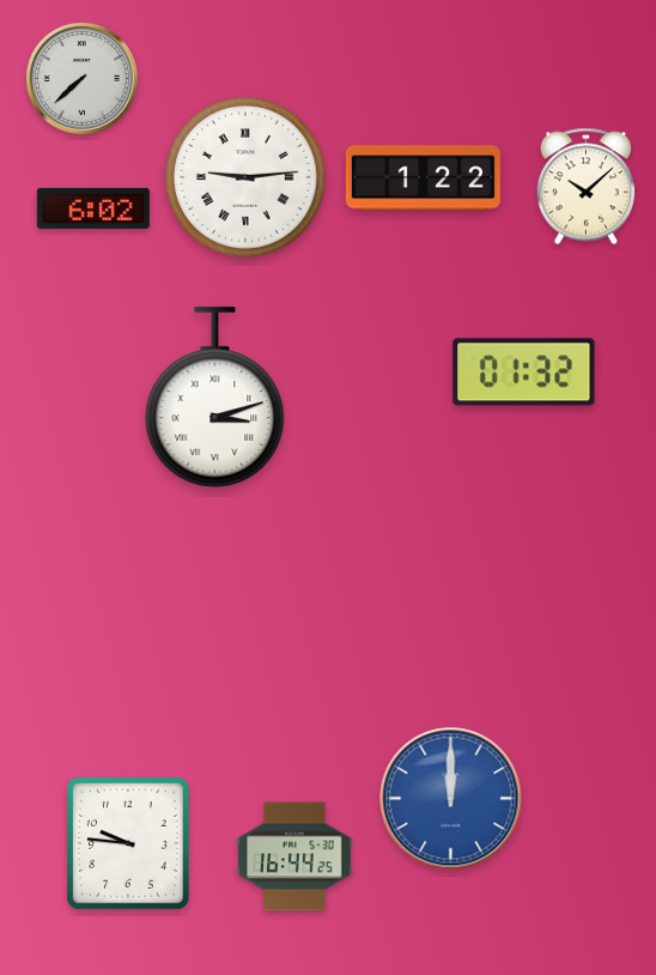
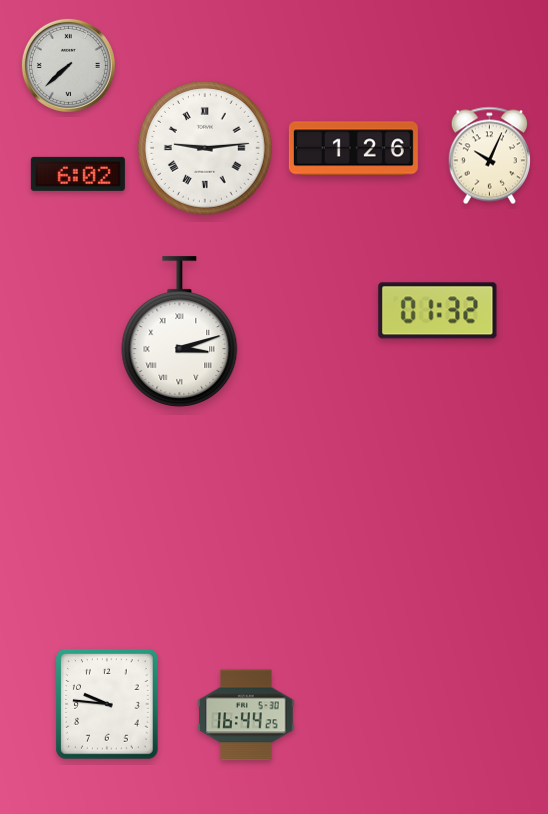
clock at (423, 178): 1:22 -> 1:26
clock at (585, 187): 10:08 -> 10:04
clock at (451, 799): 12:00 -> none
